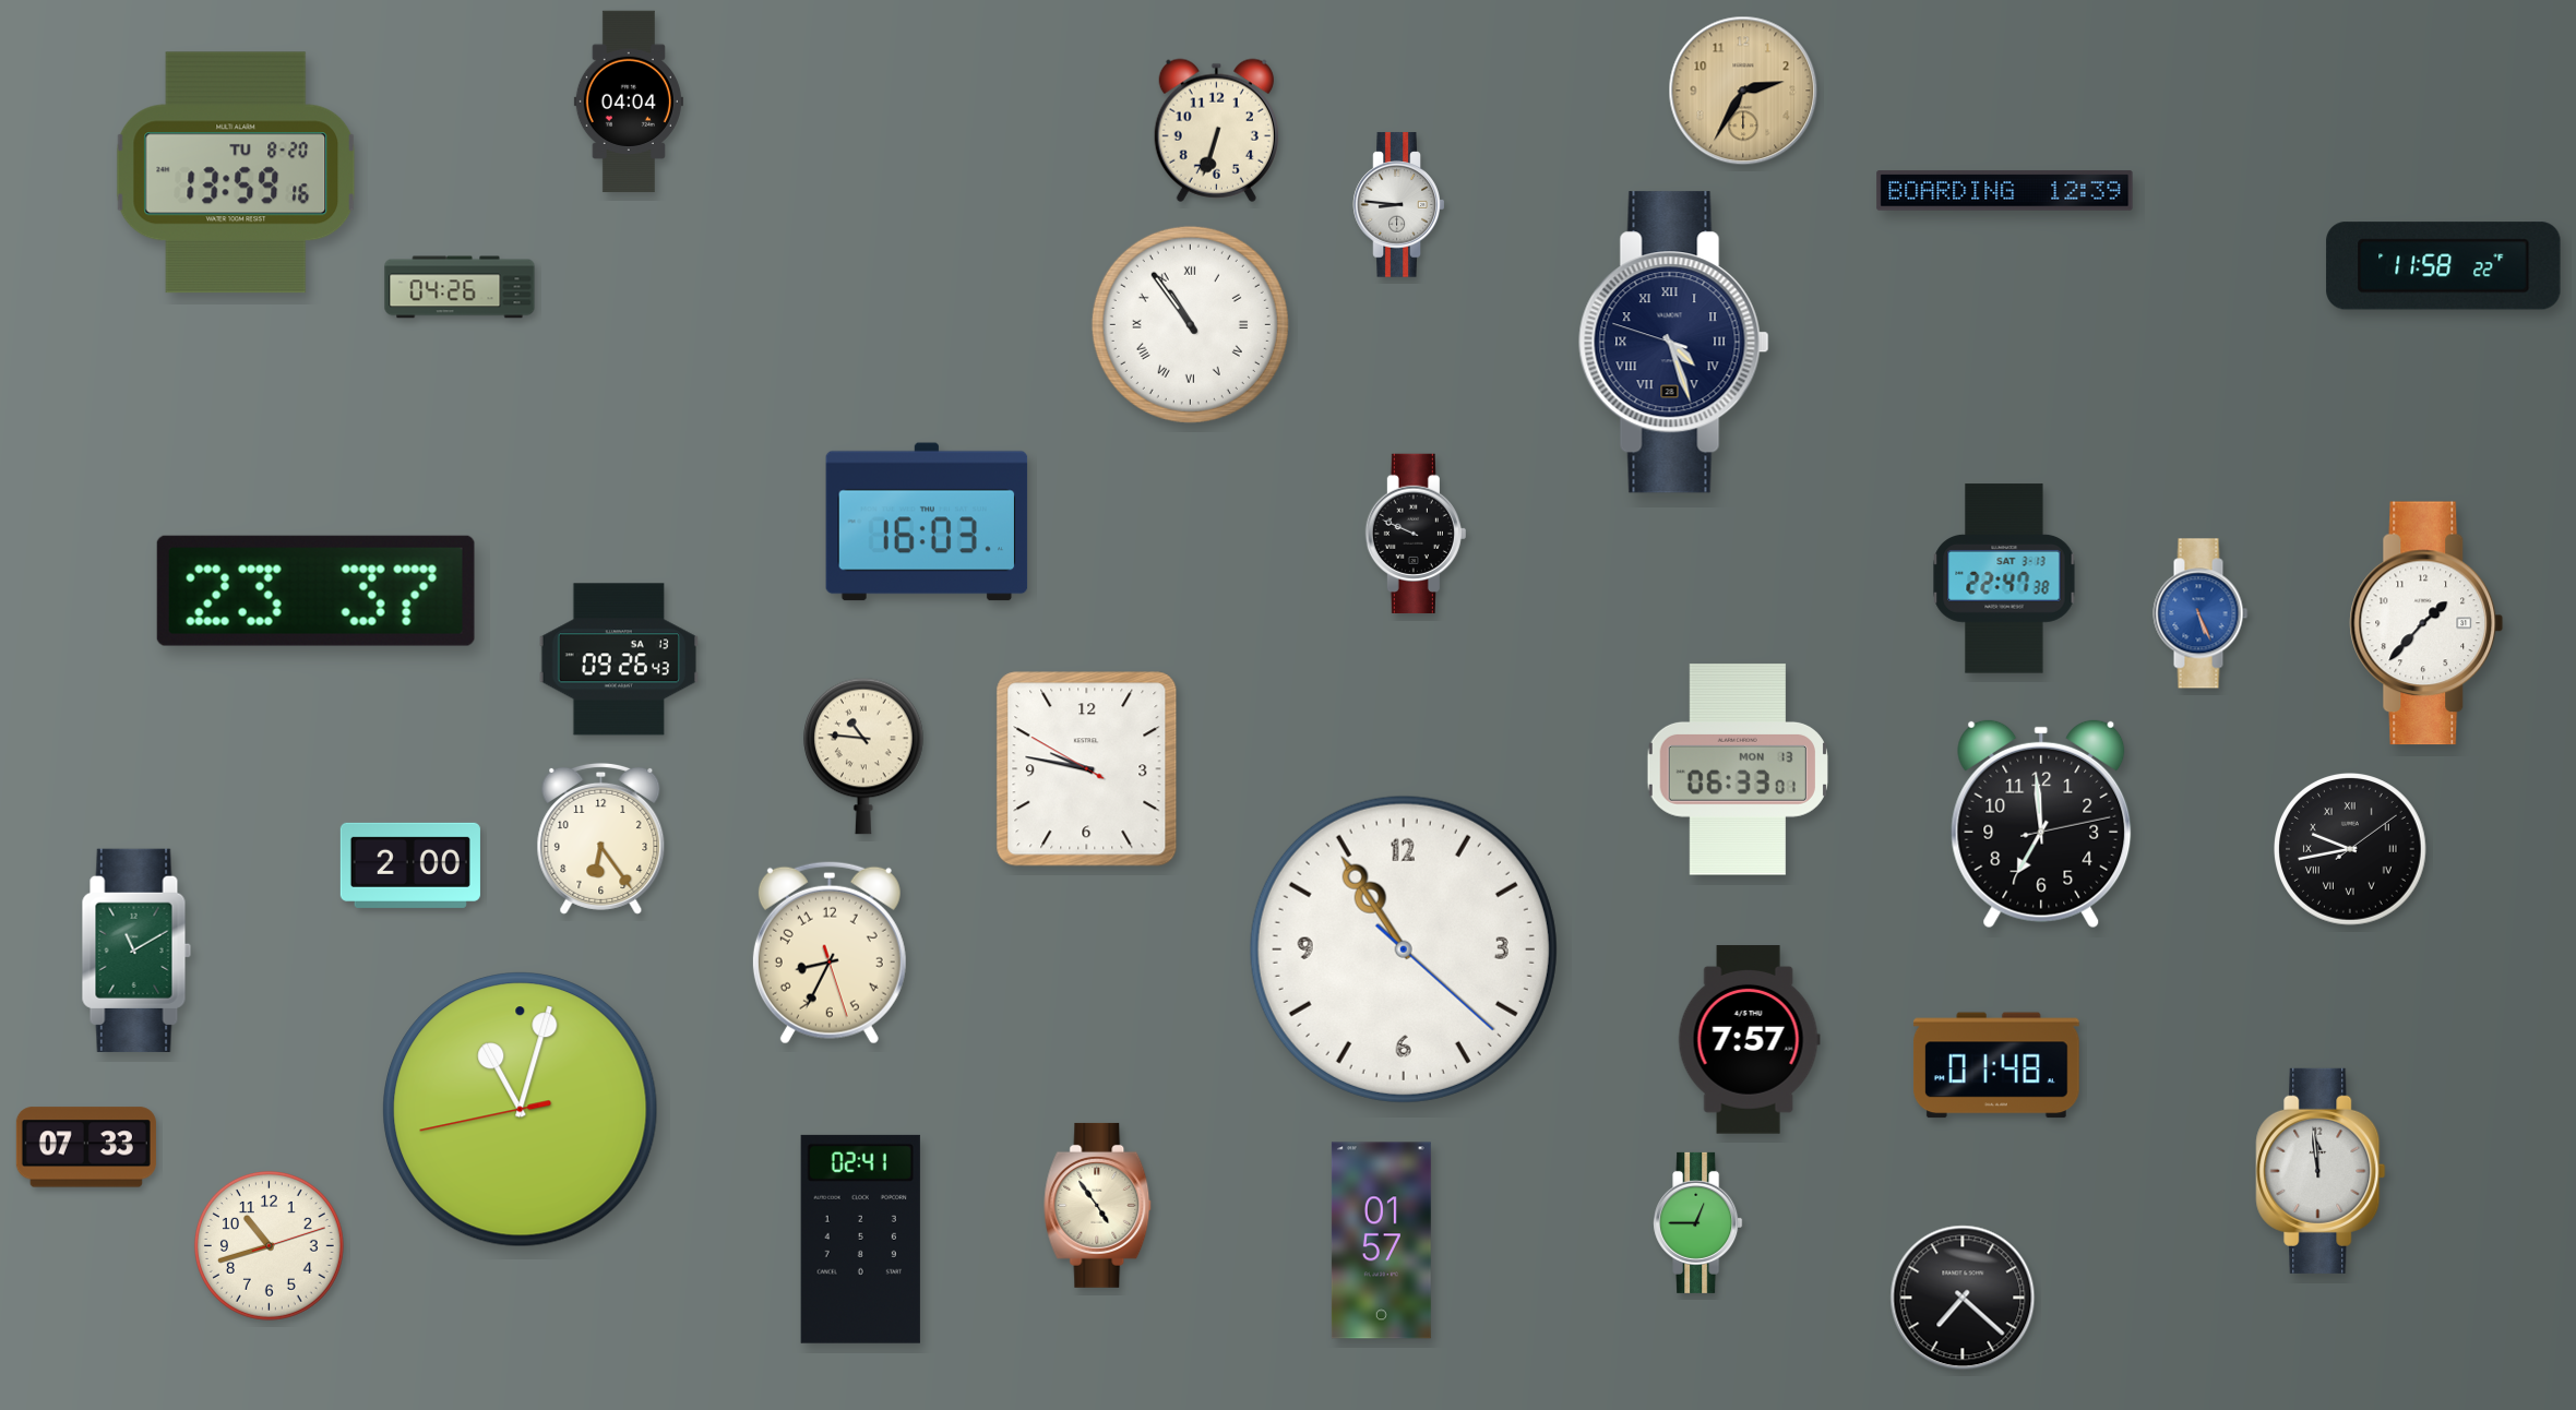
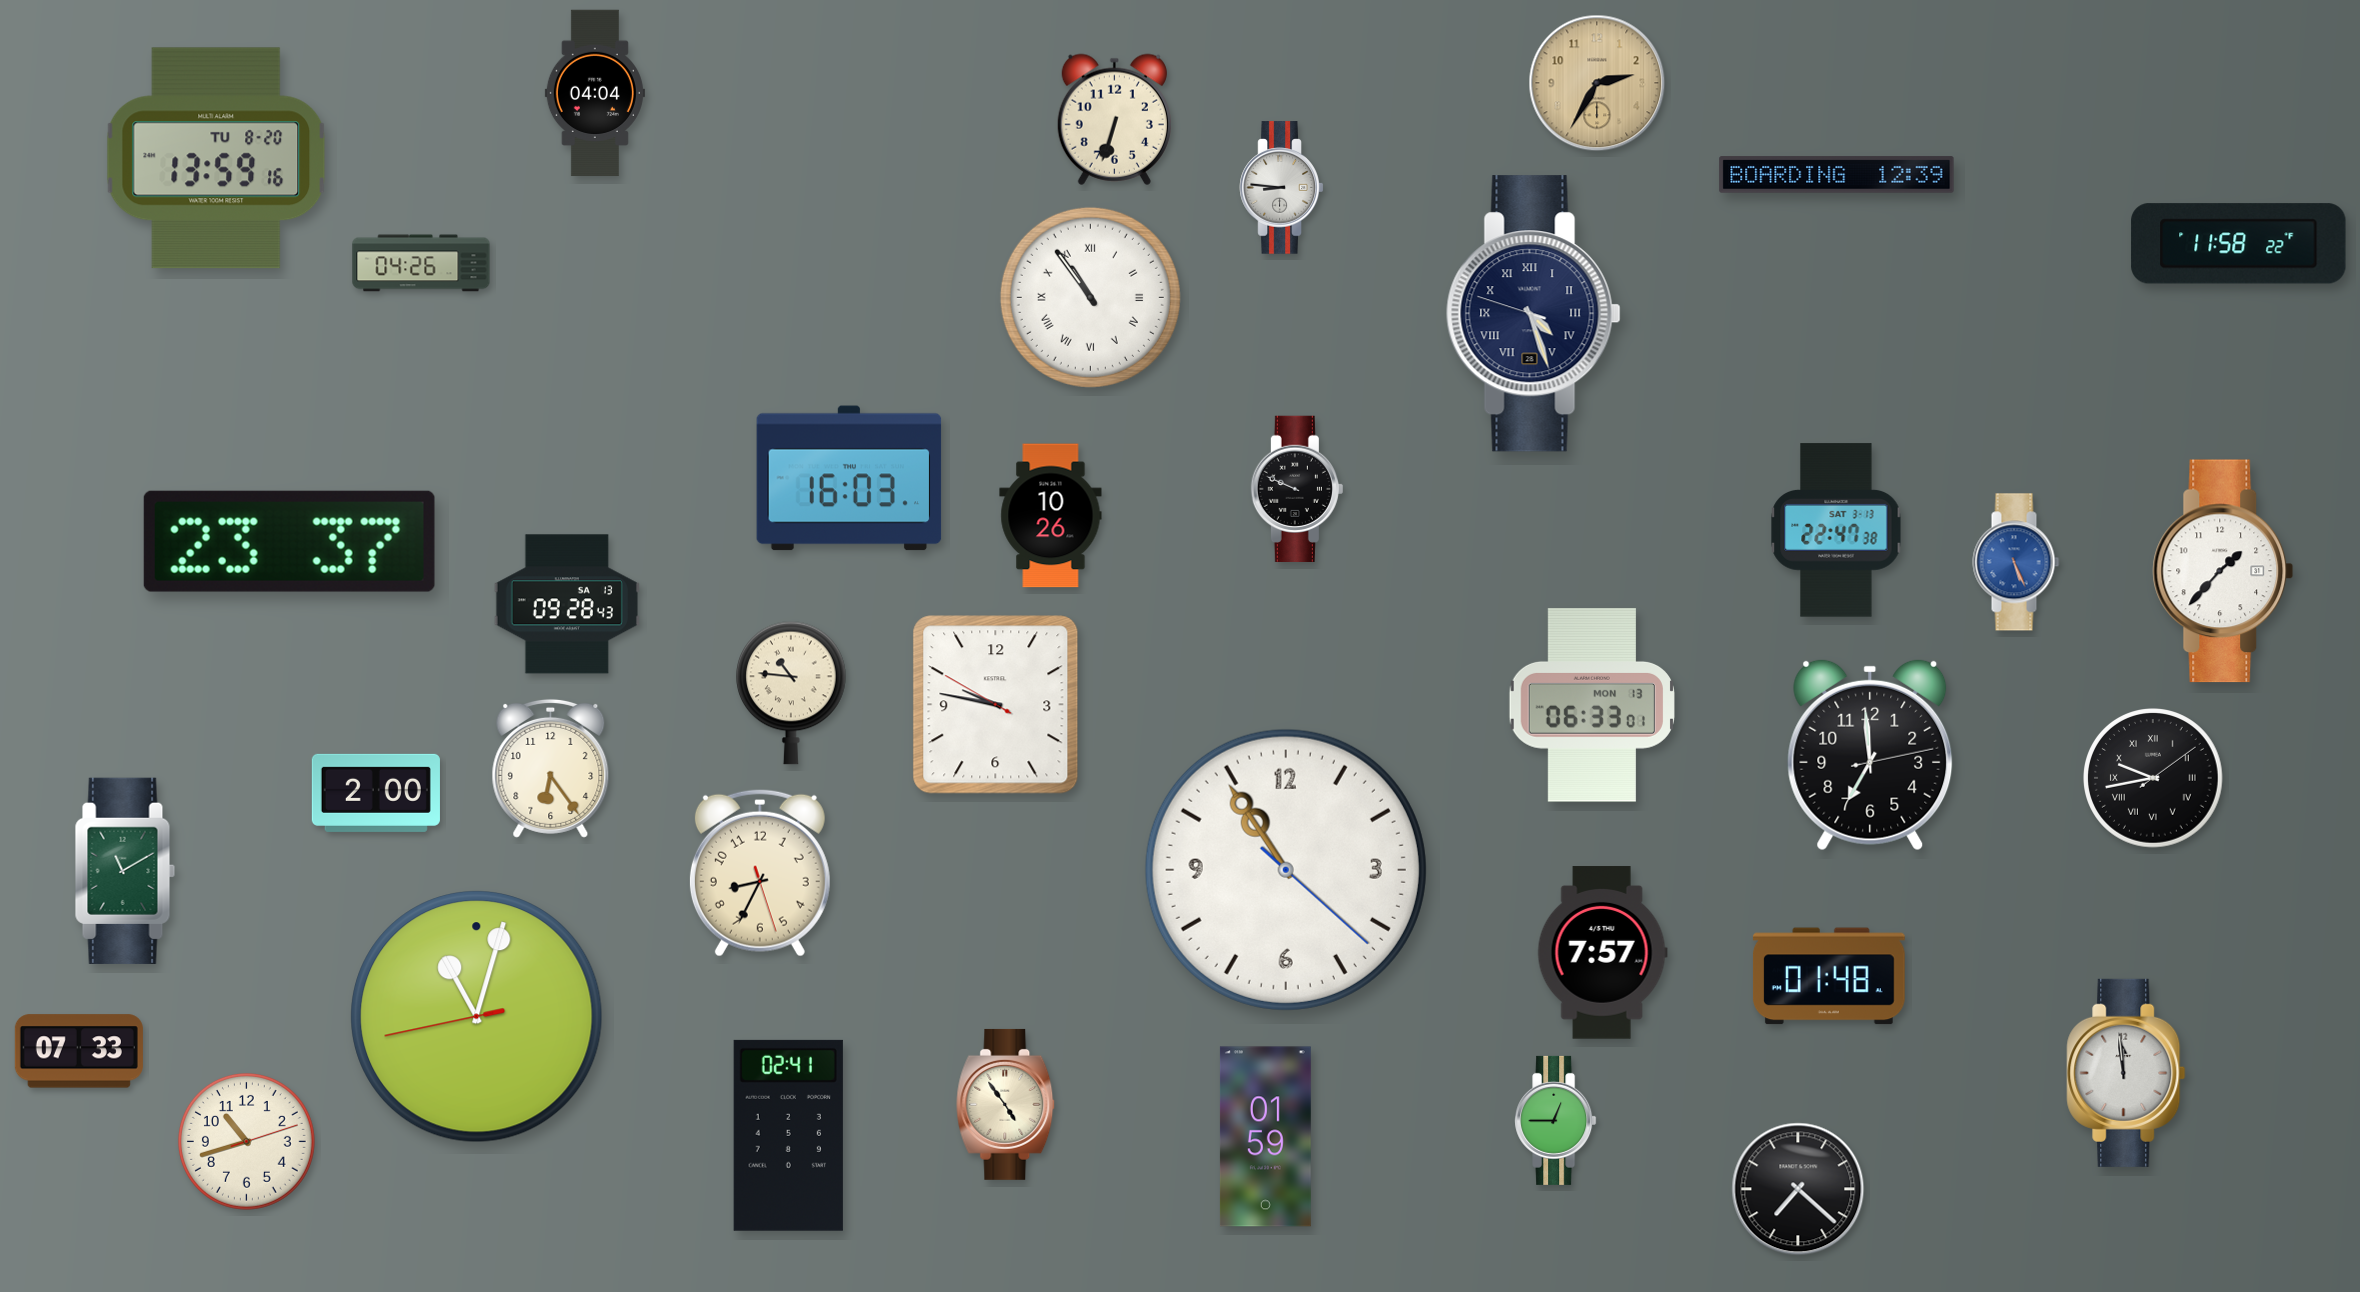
clock at (629, 101) position: (629, 101) -> (595, 93)
clock at (1051, 516): none -> 10:26
clock at (619, 659): 09:26 -> 09:28
clock at (1381, 1241): 01:57 -> 01:59
